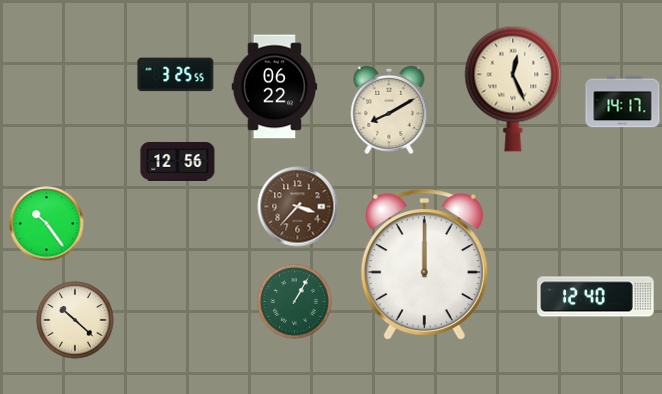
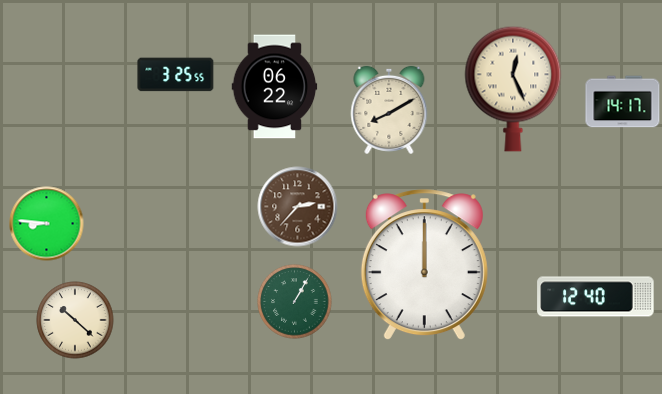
clock at (178, 161): 12:56 -> none
clock at (298, 207): 3:37 -> 2:37
clock at (47, 224): 10:24 -> 8:46
